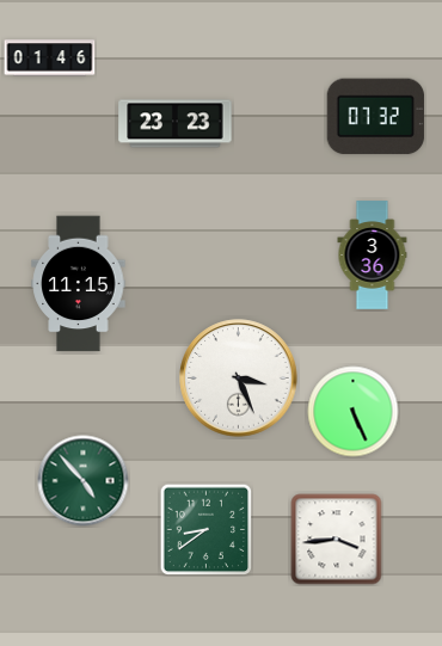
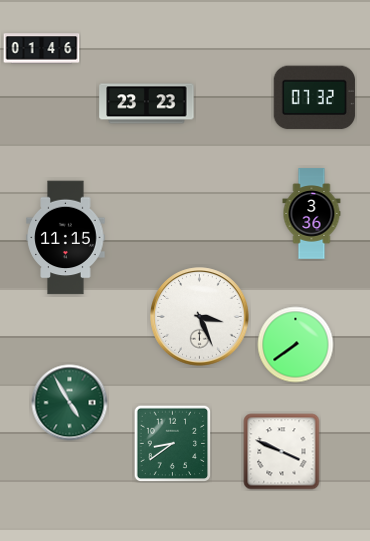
clock at (354, 412): 5:26 -> 7:39
clock at (84, 481): 4:53 -> 4:55
clock at (337, 540): 3:44 -> 3:49
